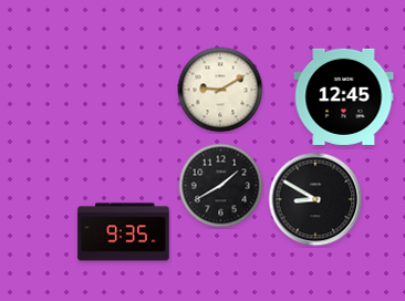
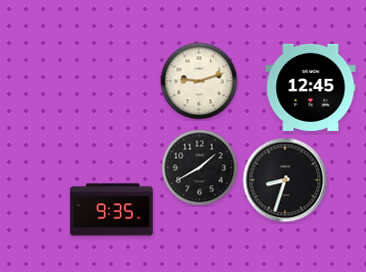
clock at (220, 90): 9:10 -> 9:12
clock at (315, 199): 8:50 -> 8:33
